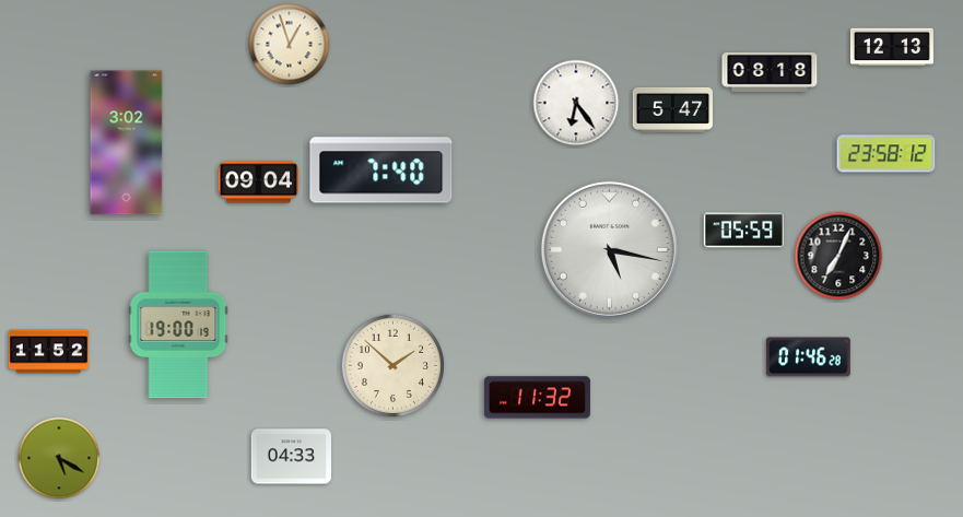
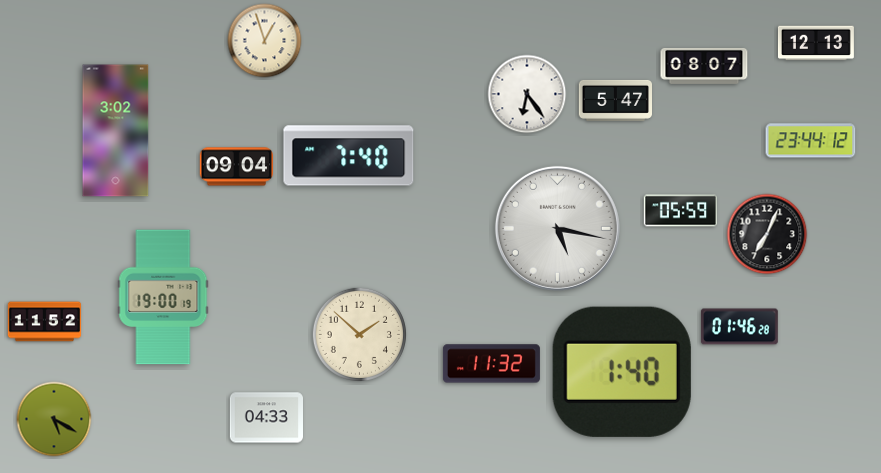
clock at (770, 72): 08:18 -> 08:07
clock at (886, 154): 23:58 -> 23:44
clock at (622, 372): none -> 1:40
